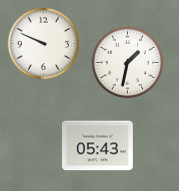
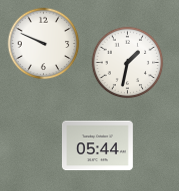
clock at (98, 146): 05:43 -> 05:44
